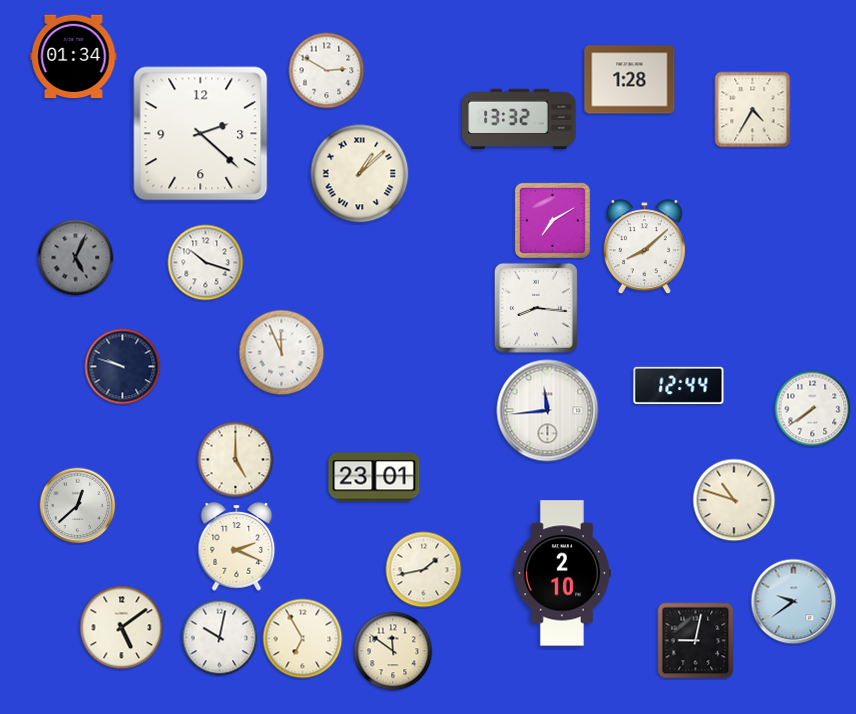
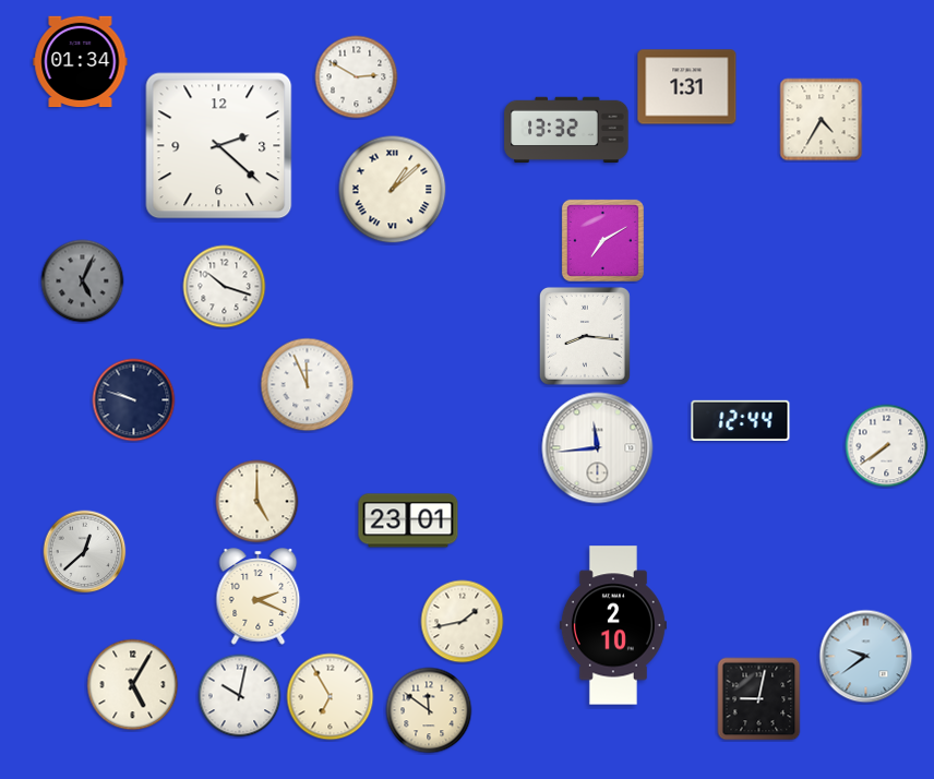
clock at (630, 80): 1:28 -> 1:31
clock at (644, 247): 8:08 -> none
clock at (734, 500): 10:48 -> none
clock at (122, 628): 5:09 -> 5:05
